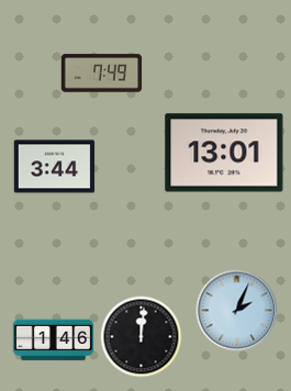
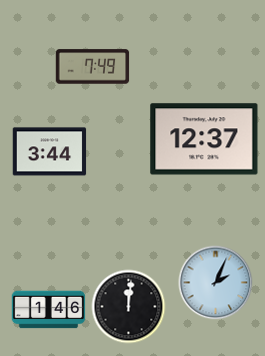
clock at (224, 153): 13:01 -> 12:37
